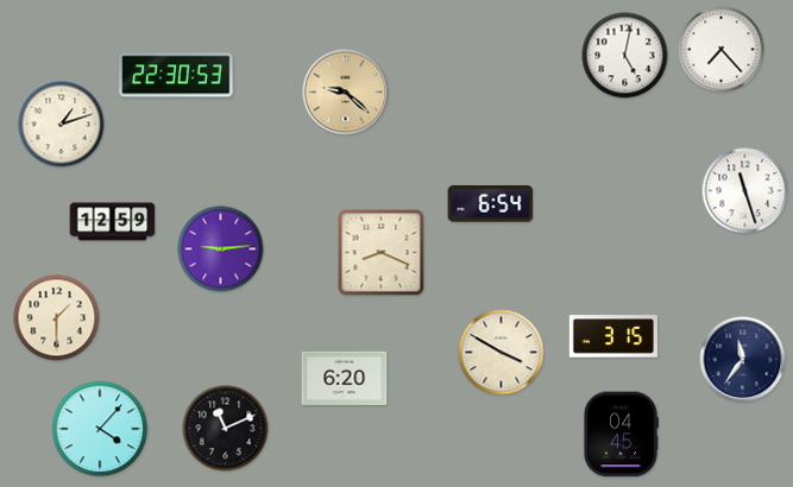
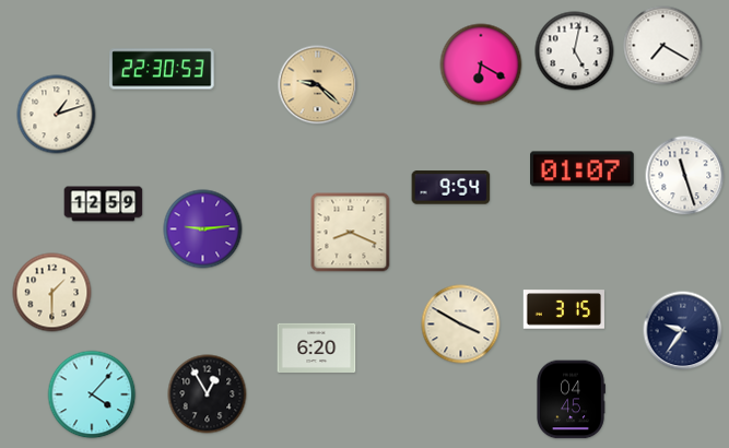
clock at (722, 50): 7:23 -> 7:20
clock at (481, 64): none -> 6:20
clock at (583, 169): none -> 01:07
clock at (491, 204): 6:54 -> 9:54
clock at (743, 360): 11:36 -> 9:36
clock at (226, 429): 11:11 -> 12:55
